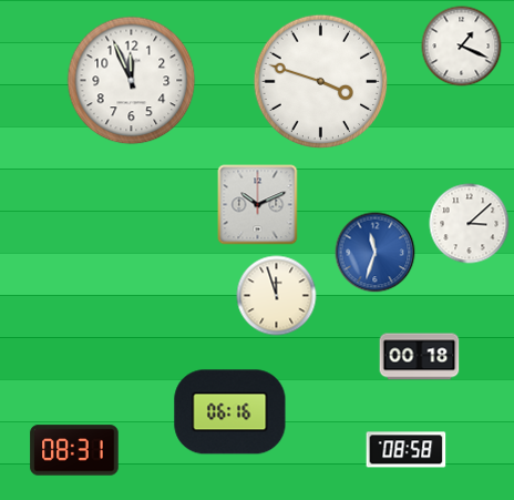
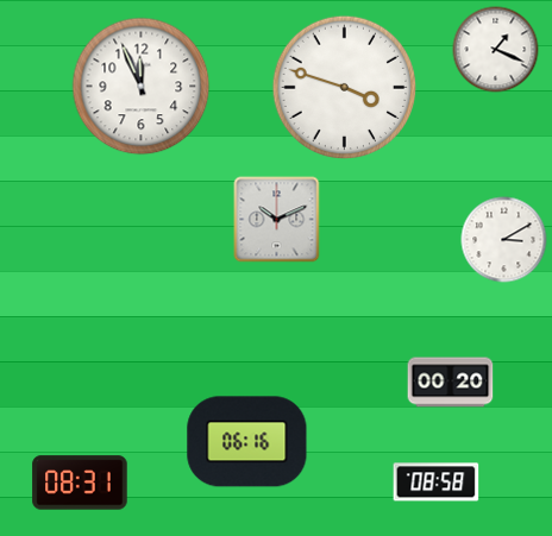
clock at (470, 224): 3:08 -> 3:10
clock at (376, 253): 11:33 -> none
clock at (277, 296): 11:57 -> none
clock at (420, 357): 00:18 -> 00:20
